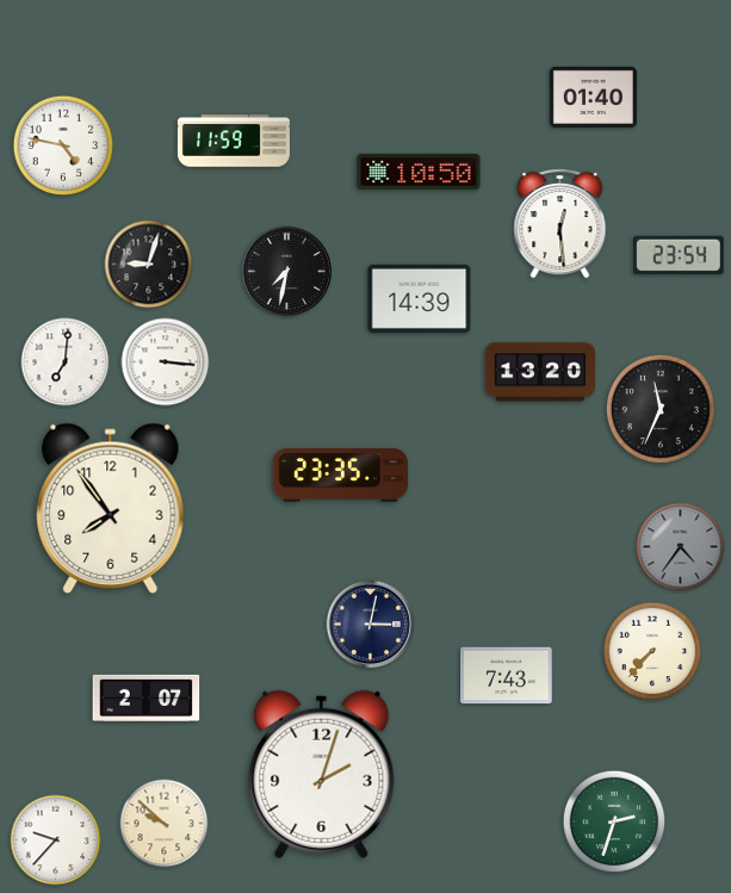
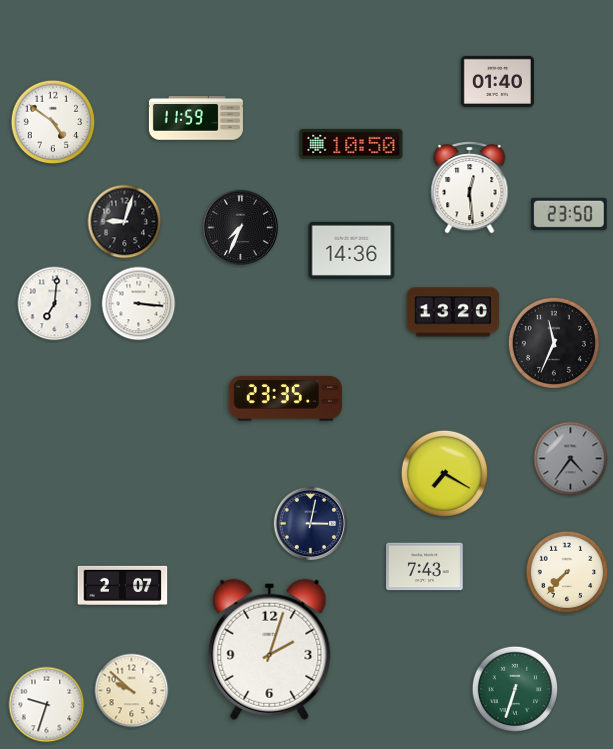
clock at (63, 145): 4:47 -> 4:51
clock at (680, 255): 23:54 -> 23:50
clock at (287, 272): 7:32 -> 7:34
clock at (420, 298): 14:39 -> 14:36
clock at (111, 508): 7:54 -> none
clock at (444, 473): none -> 7:20
clock at (652, 651) position: (652, 651) -> (567, 572)
clock at (613, 820): 2:33 -> 6:33
clock at (165, 824) position: (165, 824) -> (132, 691)
clock at (56, 841): 9:37 -> 9:33
